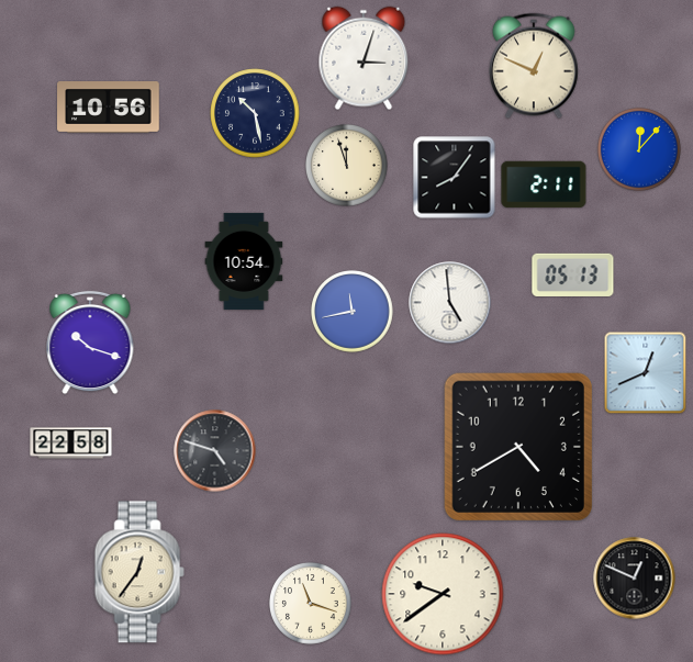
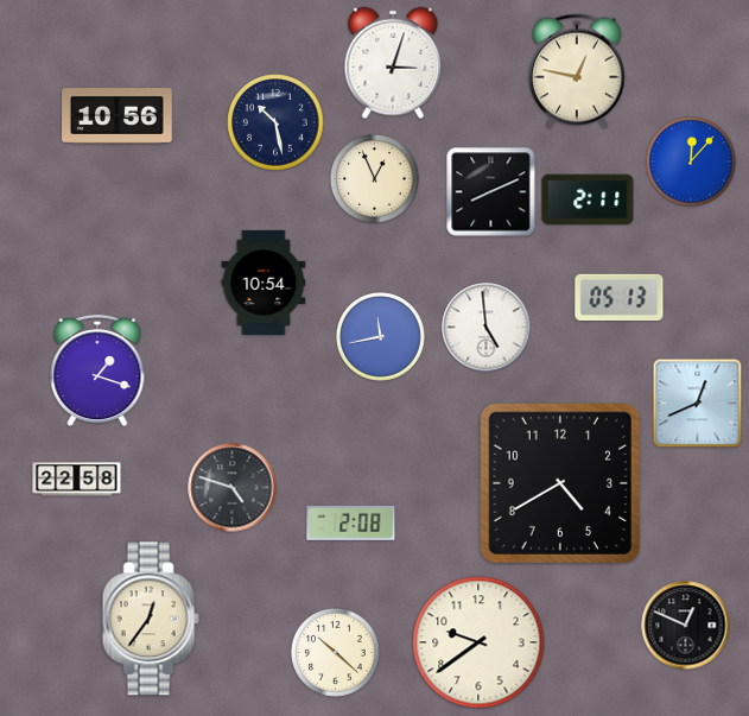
clock at (535, 66): 12:49 -> 12:47
clock at (347, 166): 11:57 -> 12:56
clock at (455, 178): 8:06 -> 8:11
clock at (90, 343): 10:18 -> 1:18
clock at (351, 522): none -> 2:08
clock at (311, 604): 11:18 -> 10:22
